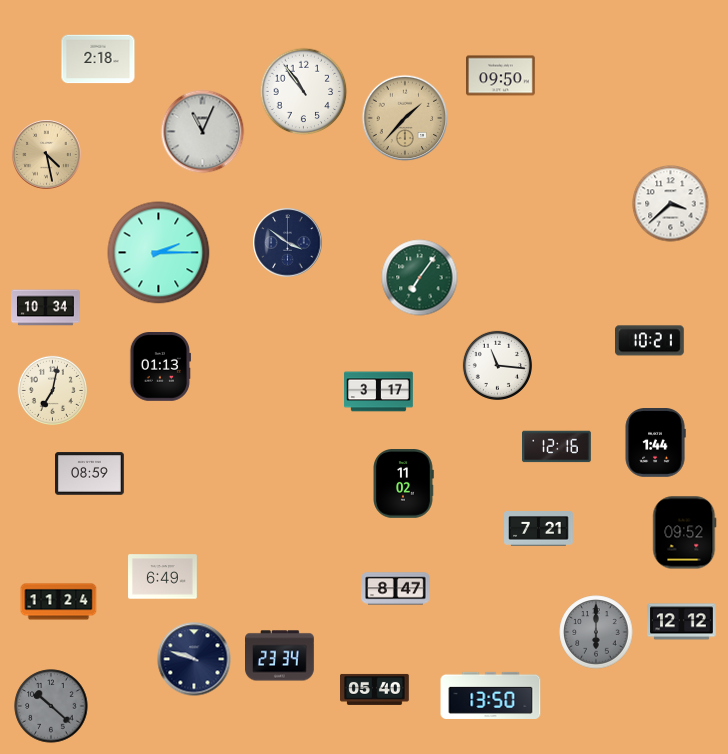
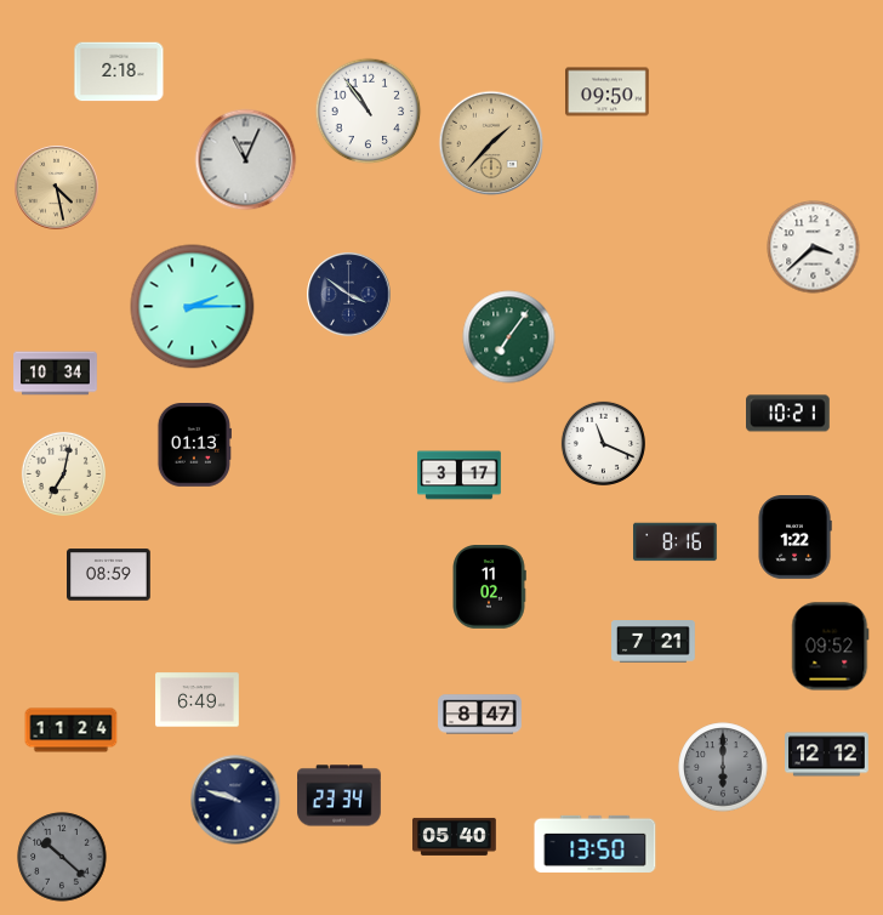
clock at (497, 365): 11:16 -> 11:19
clock at (655, 443): 1:44 -> 1:22
clock at (557, 447): 12:16 -> 8:16
